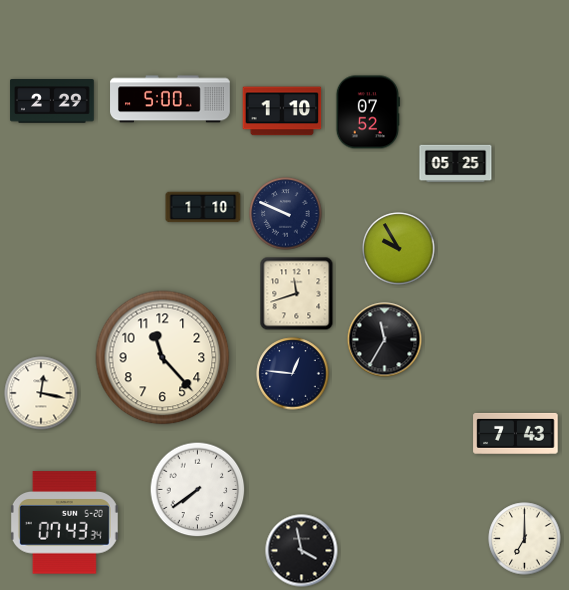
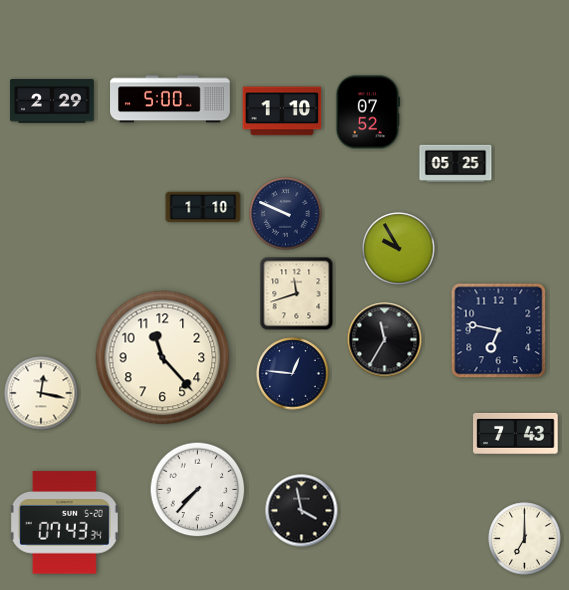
clock at (499, 331): none -> 6:47
clock at (198, 490): 7:39 -> 7:37
clock at (302, 551) position: (302, 551) -> (302, 511)
